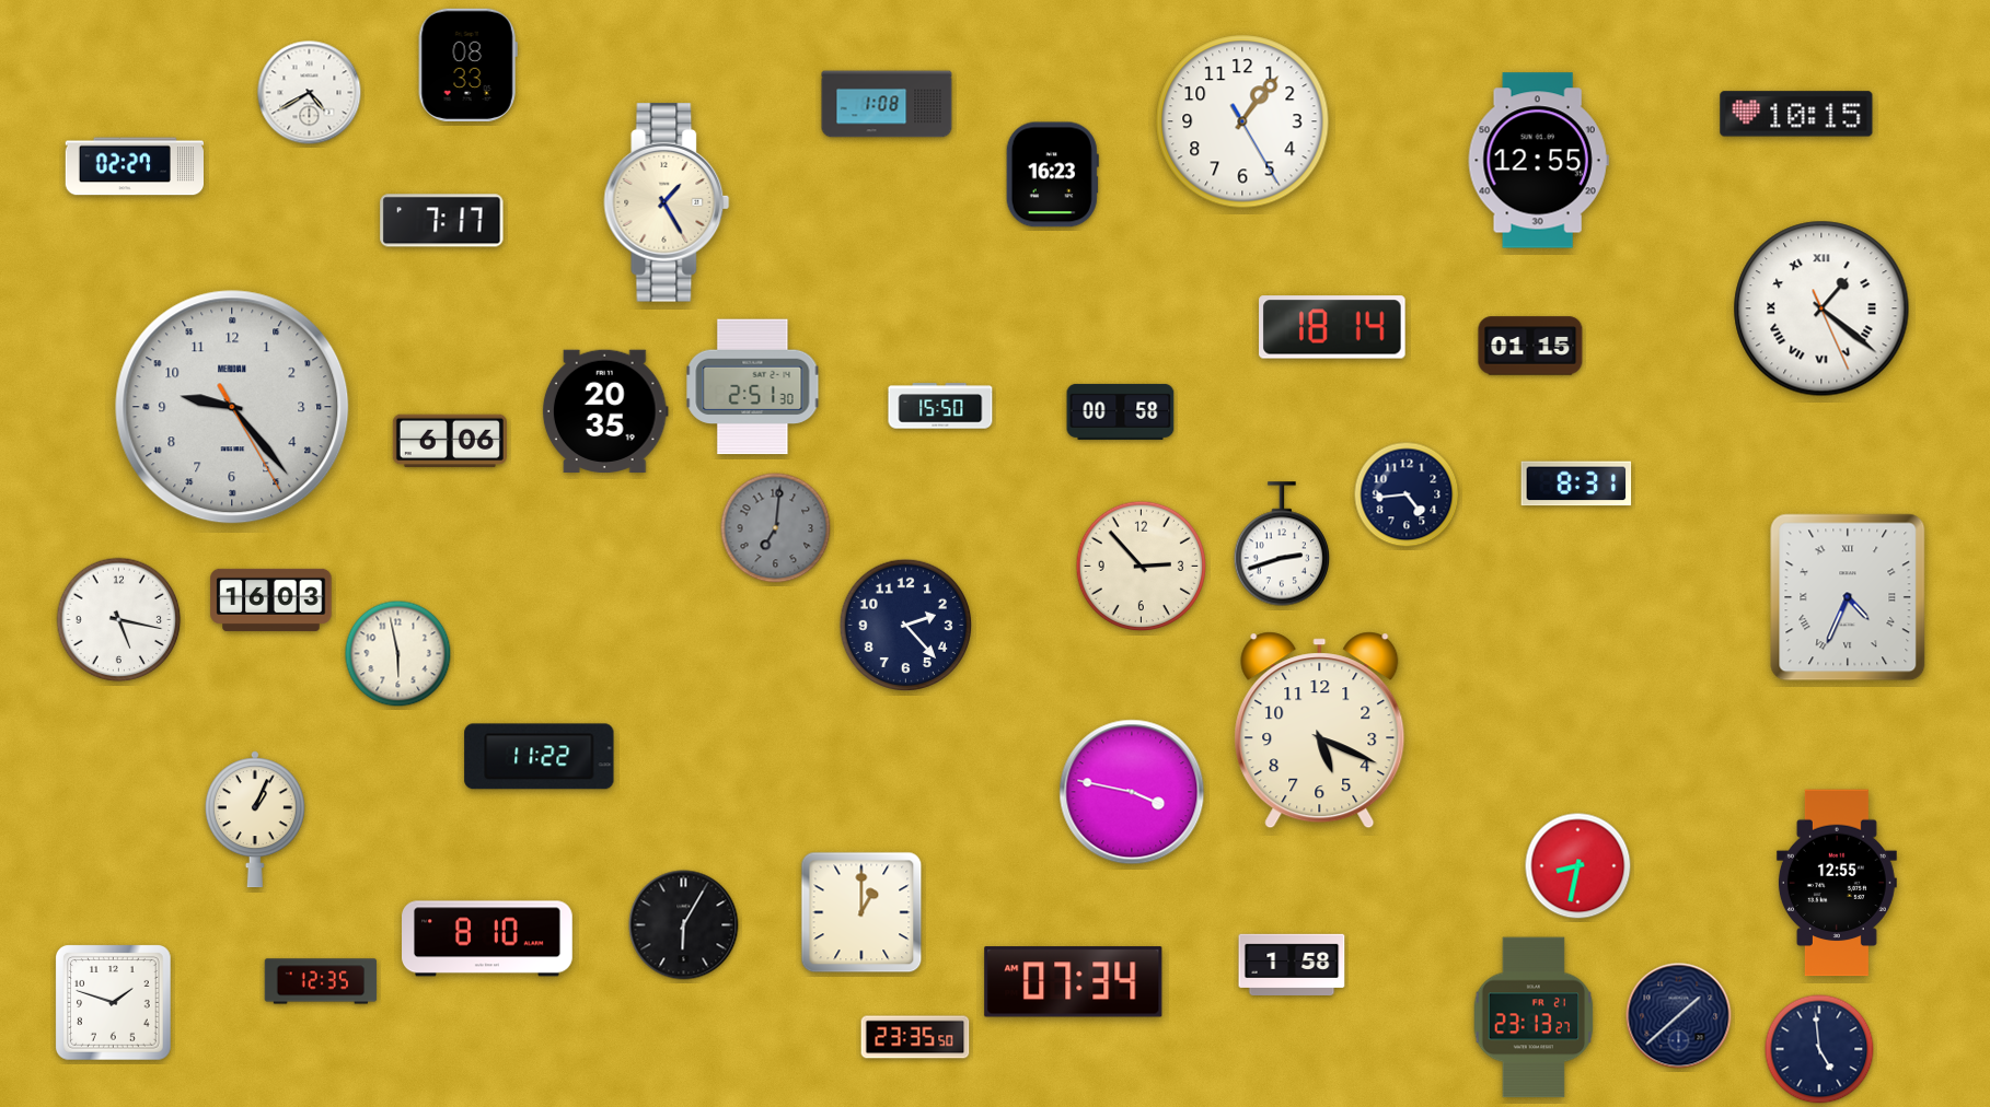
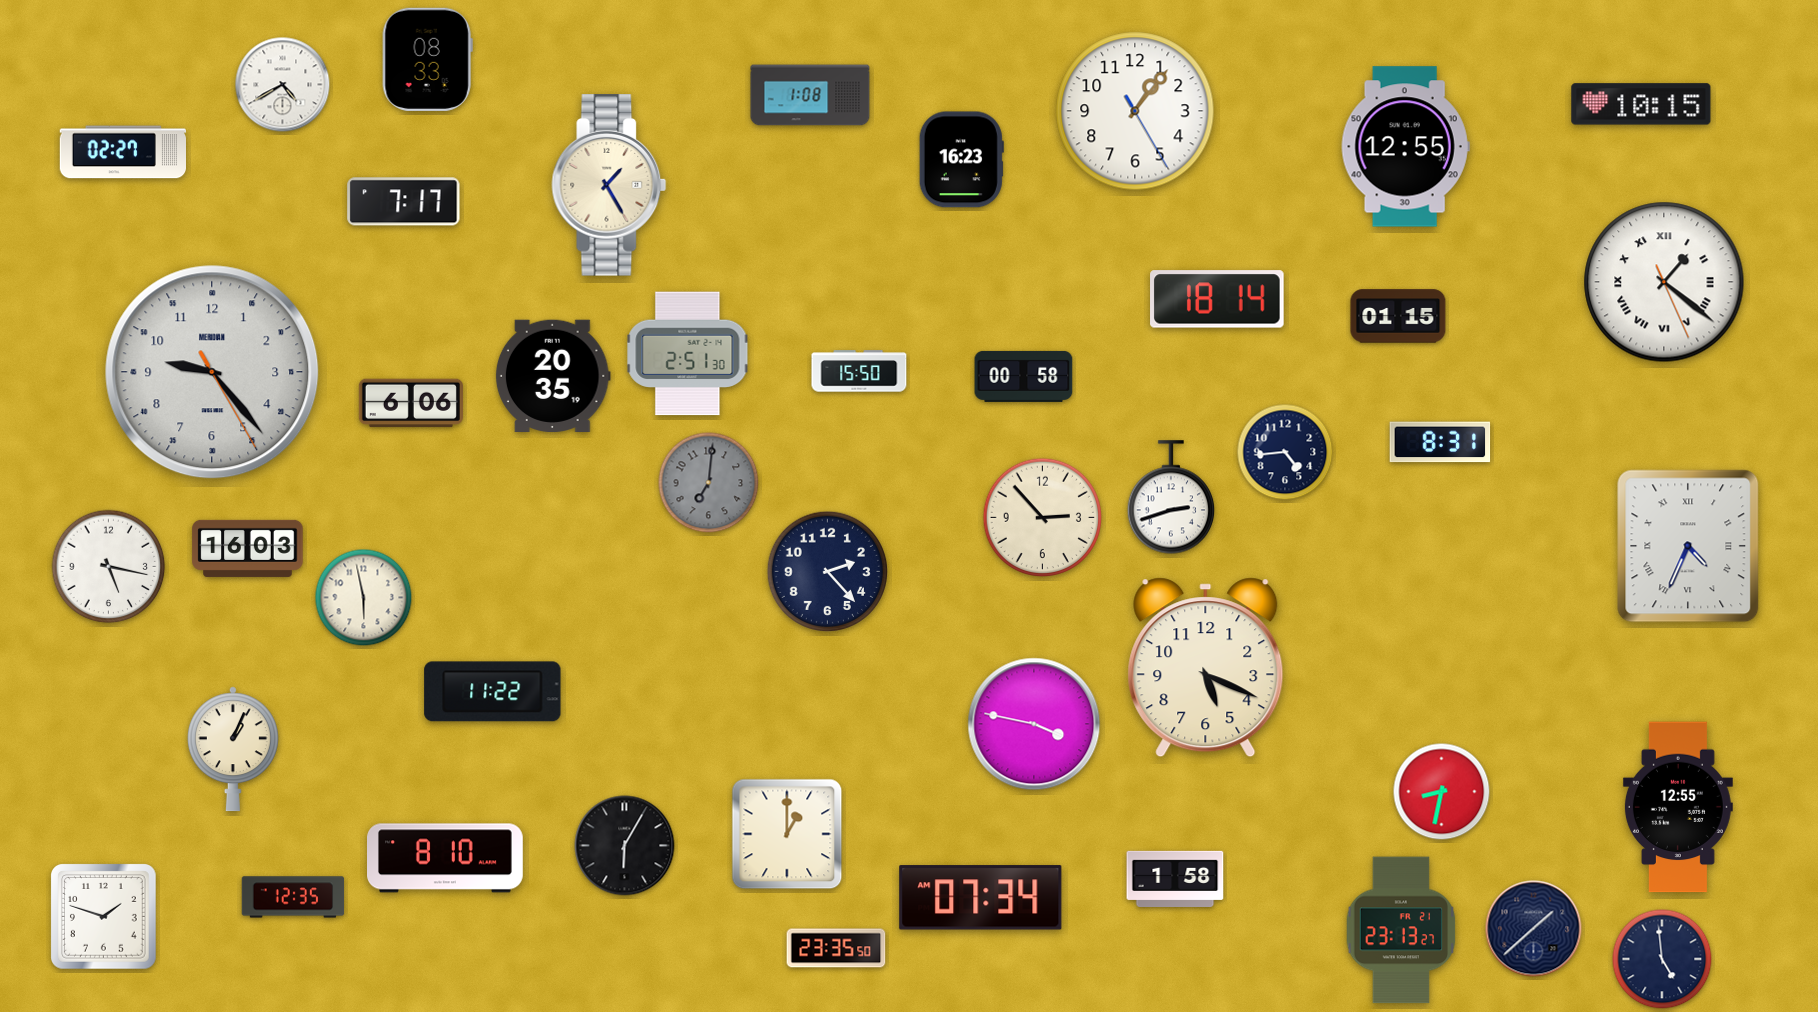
clock at (1292, 965) position: (1292, 965) -> (1175, 879)
